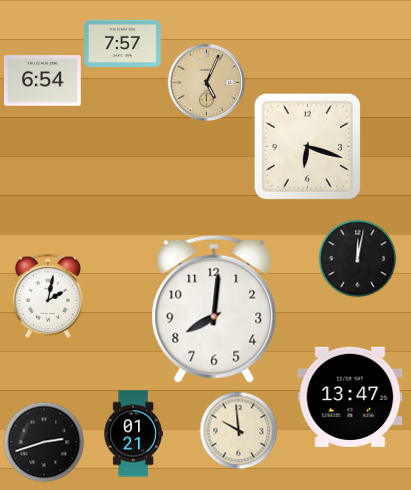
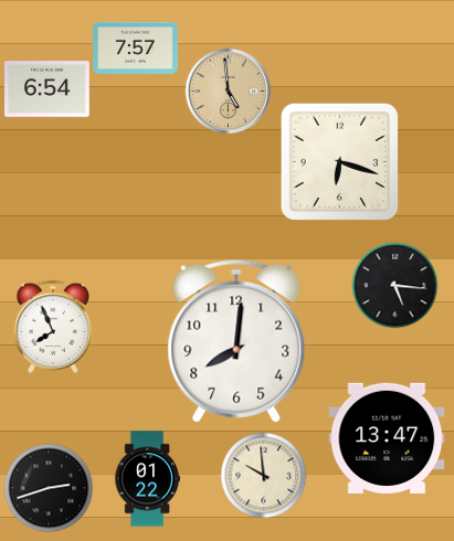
clock at (206, 82): 5:04 -> 4:59
clock at (357, 258): 12:02 -> 5:16
clock at (47, 296): 2:02 -> 7:56
clock at (133, 434): 01:21 -> 01:22
